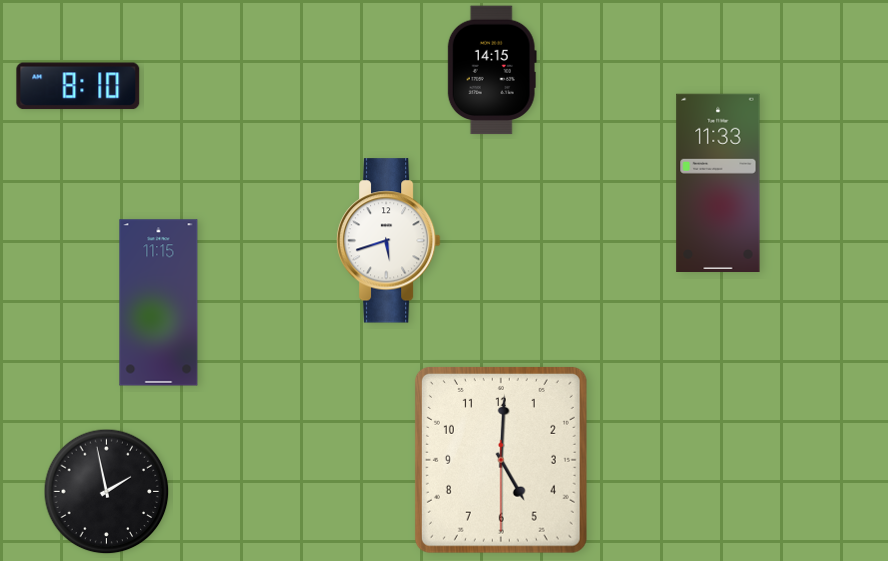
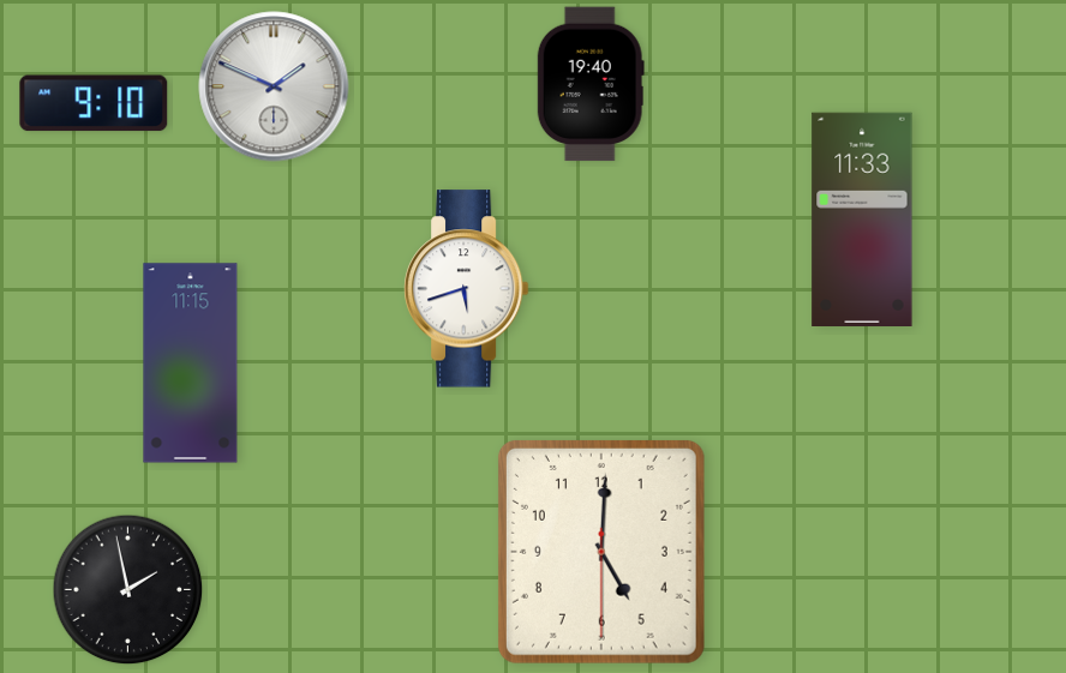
clock at (492, 70): 14:15 -> 19:40
clock at (274, 86): none -> 1:49
clock at (78, 86): 8:10 -> 9:10
